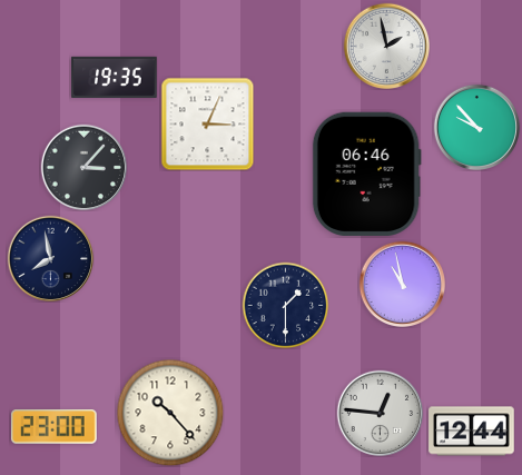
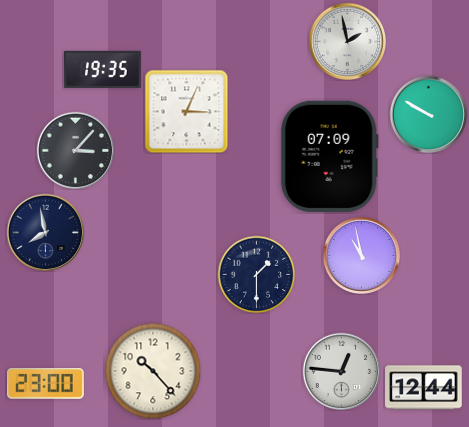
clock at (476, 127): 9:53 -> 9:50
clock at (366, 174): 06:46 -> 07:09
clock at (55, 427) position: (55, 427) -> (46, 384)
